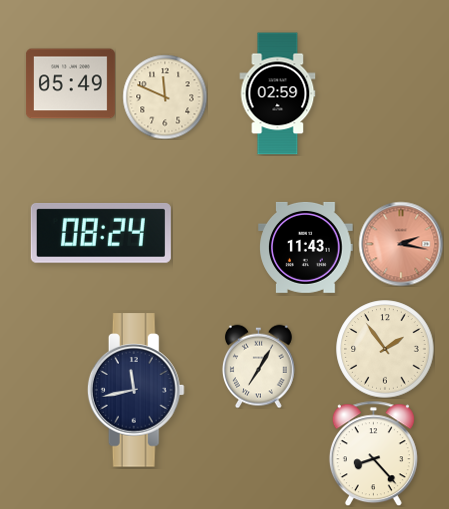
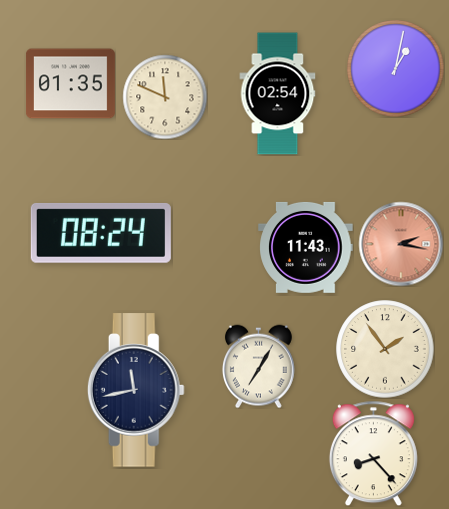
clock at (396, 69): none -> 1:02
clock at (70, 84): 05:49 -> 01:35
clock at (278, 94): 02:59 -> 02:54
